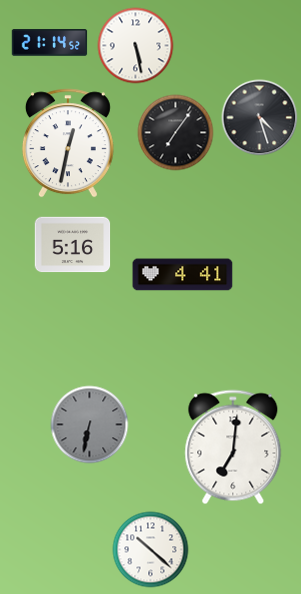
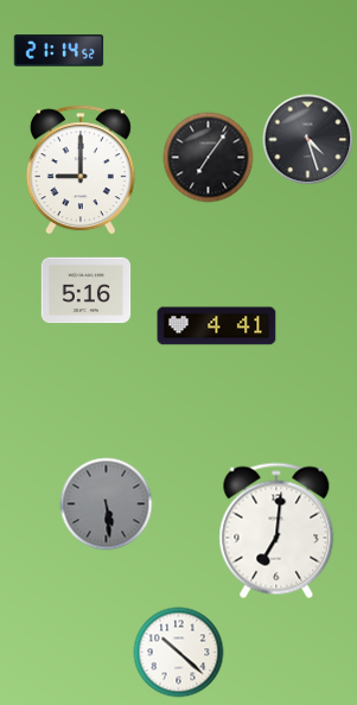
clock at (136, 46): 5:28 -> none
clock at (68, 143): 12:32 -> 9:00
clock at (90, 425): 6:32 -> 5:29
